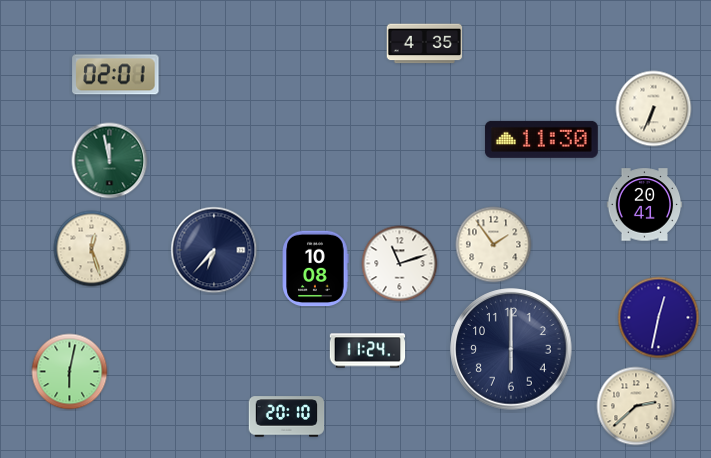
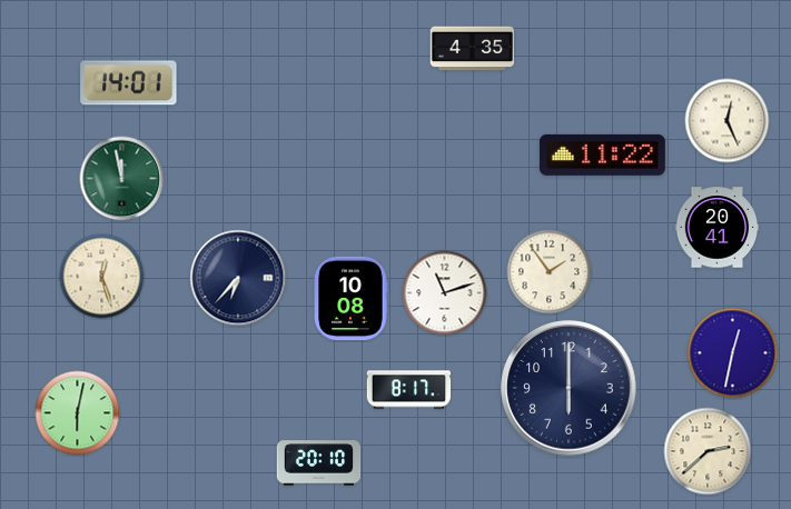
clock at (116, 75): 02:01 -> 14:01
clock at (654, 109): 6:34 -> 12:26
clock at (541, 139): 11:30 -> 11:22
clock at (368, 351): 11:24 -> 8:17
